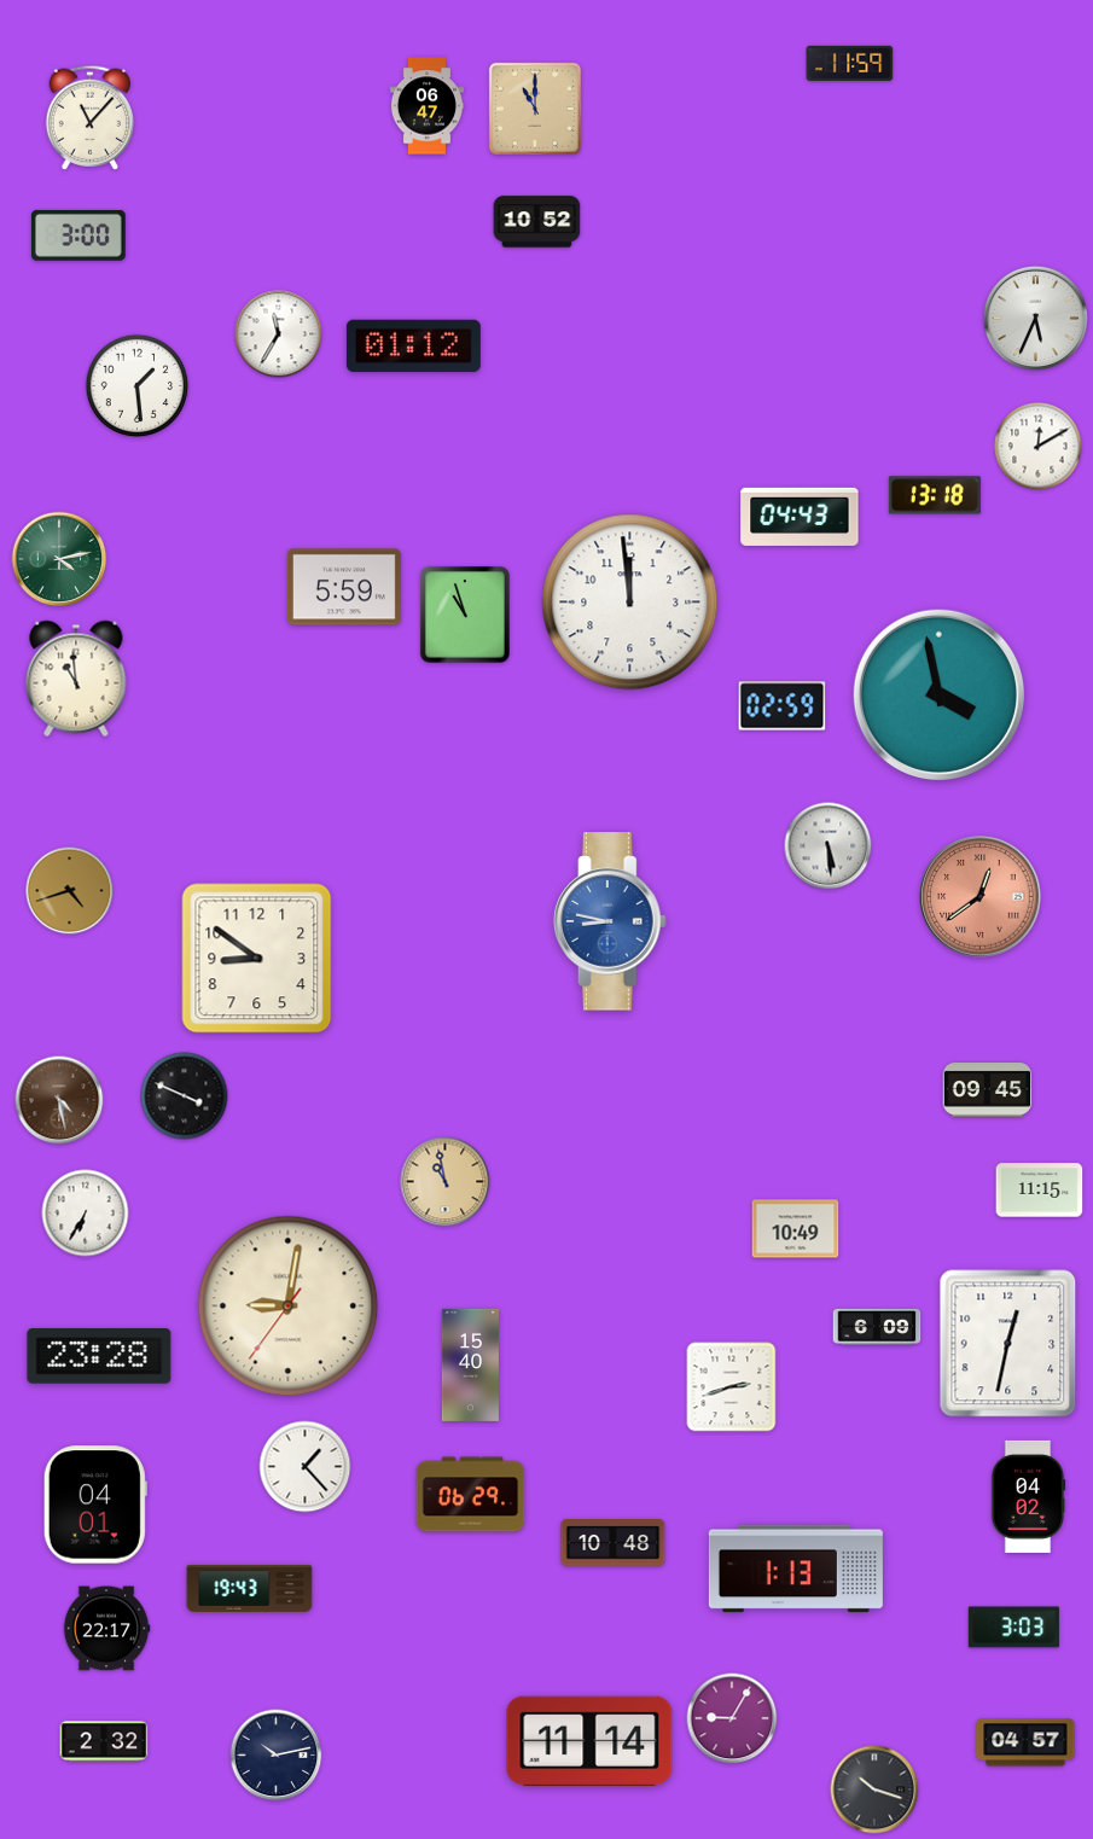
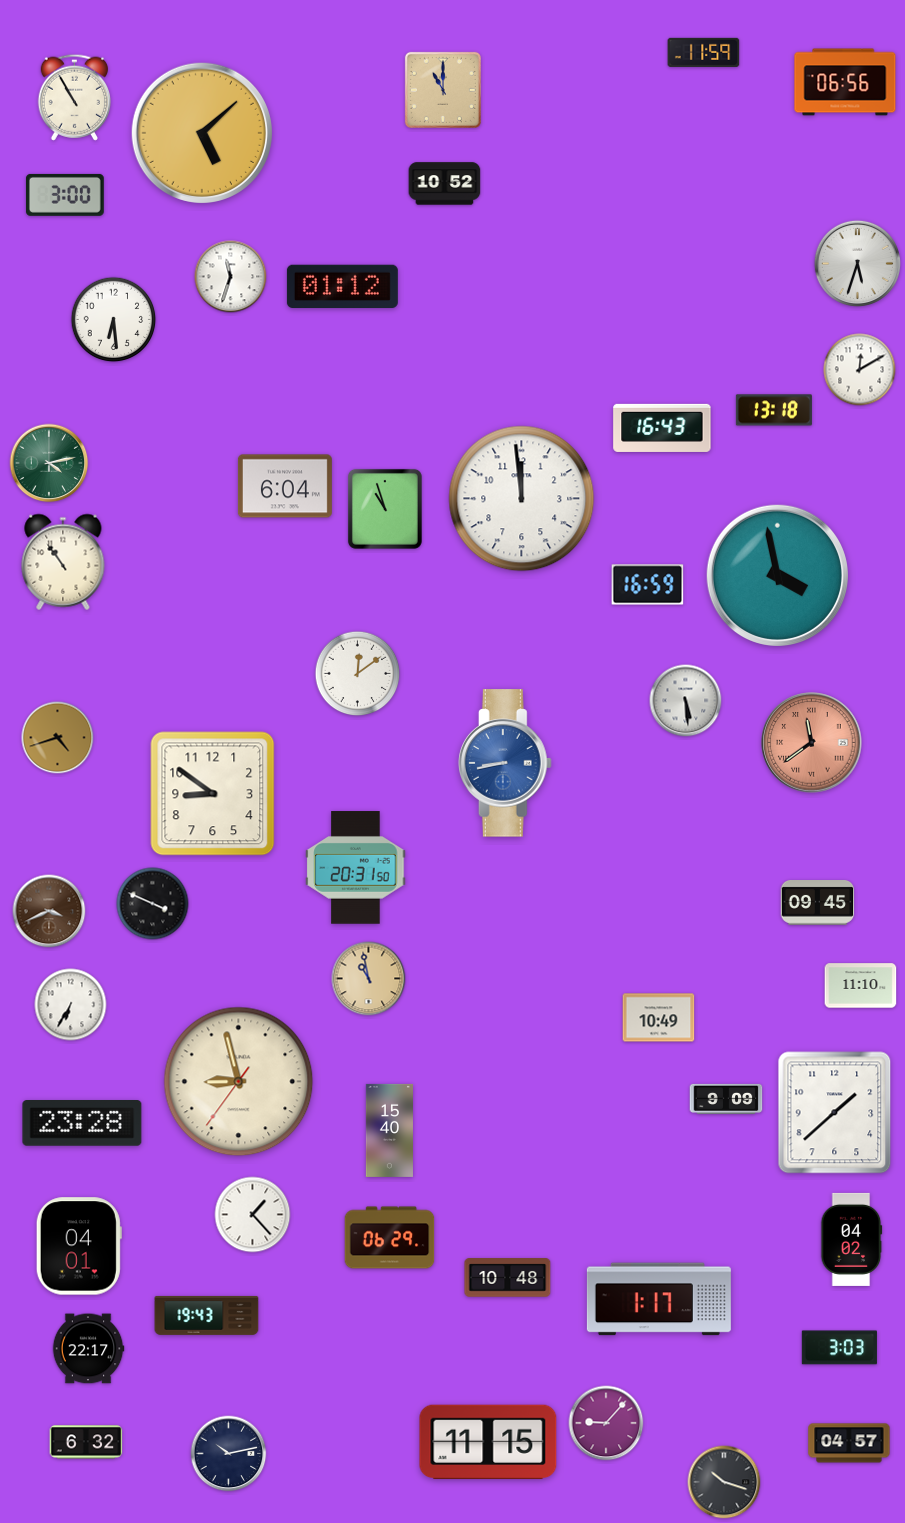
clock at (845, 82): none -> 06:56
clock at (426, 106): 06:47 -> none
clock at (89, 117): 11:07 -> 10:55
clock at (201, 132): none -> 5:08
clock at (1035, 318): 5:34 -> 5:33
clock at (279, 334): 11:35 -> 11:33
clock at (138, 386): 1:29 -> 6:29
clock at (800, 517): 04:43 -> 16:43
clock at (344, 587): 5:59 -> 6:04
clock at (76, 679): 10:59 -> 10:54
clock at (783, 706): 02:59 -> 16:59
clock at (358, 674): none -> 12:09
clock at (981, 897): 12:39 -> 11:39
clock at (610, 921): 8:47 -> 8:43
clock at (356, 868): none -> 20:31
clock at (185, 1096) position: (185, 1096) -> (153, 904)
clock at (59, 1100): 4:28 -> 3:41
clock at (1040, 1191): 11:15 -> 11:10
clock at (289, 1306): 9:01 -> 8:57
clock at (877, 1327): 6:09 -> 9:09
clock at (1008, 1344): 12:32 -> 1:38
clock at (732, 1387): 2:42 -> none
clock at (796, 1569): 1:13 -> 1:17
clock at (732, 1718): 9:05 -> 9:07
clock at (104, 1741): 2:32 -> 6:32
clock at (589, 1741): 11:14 -> 11:15
